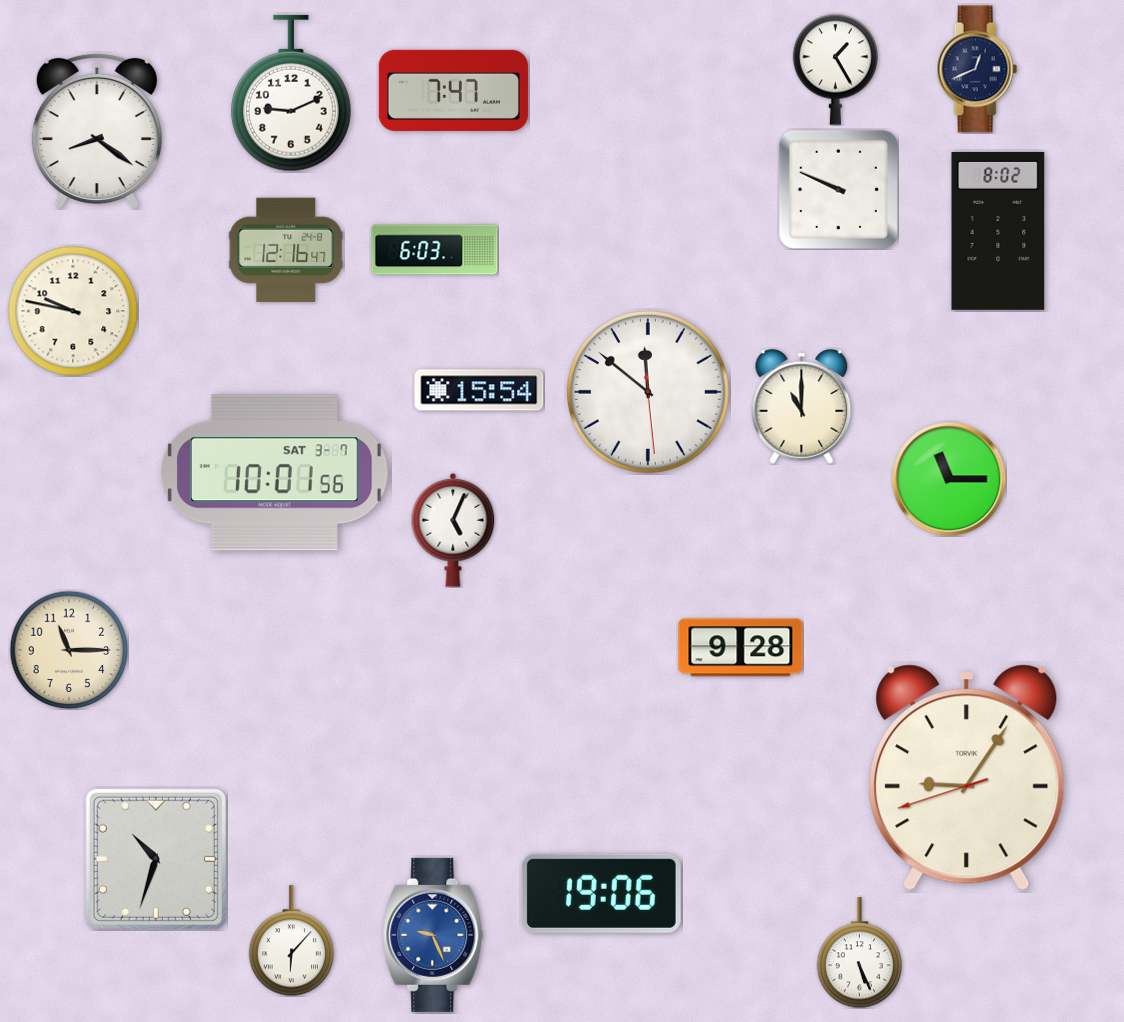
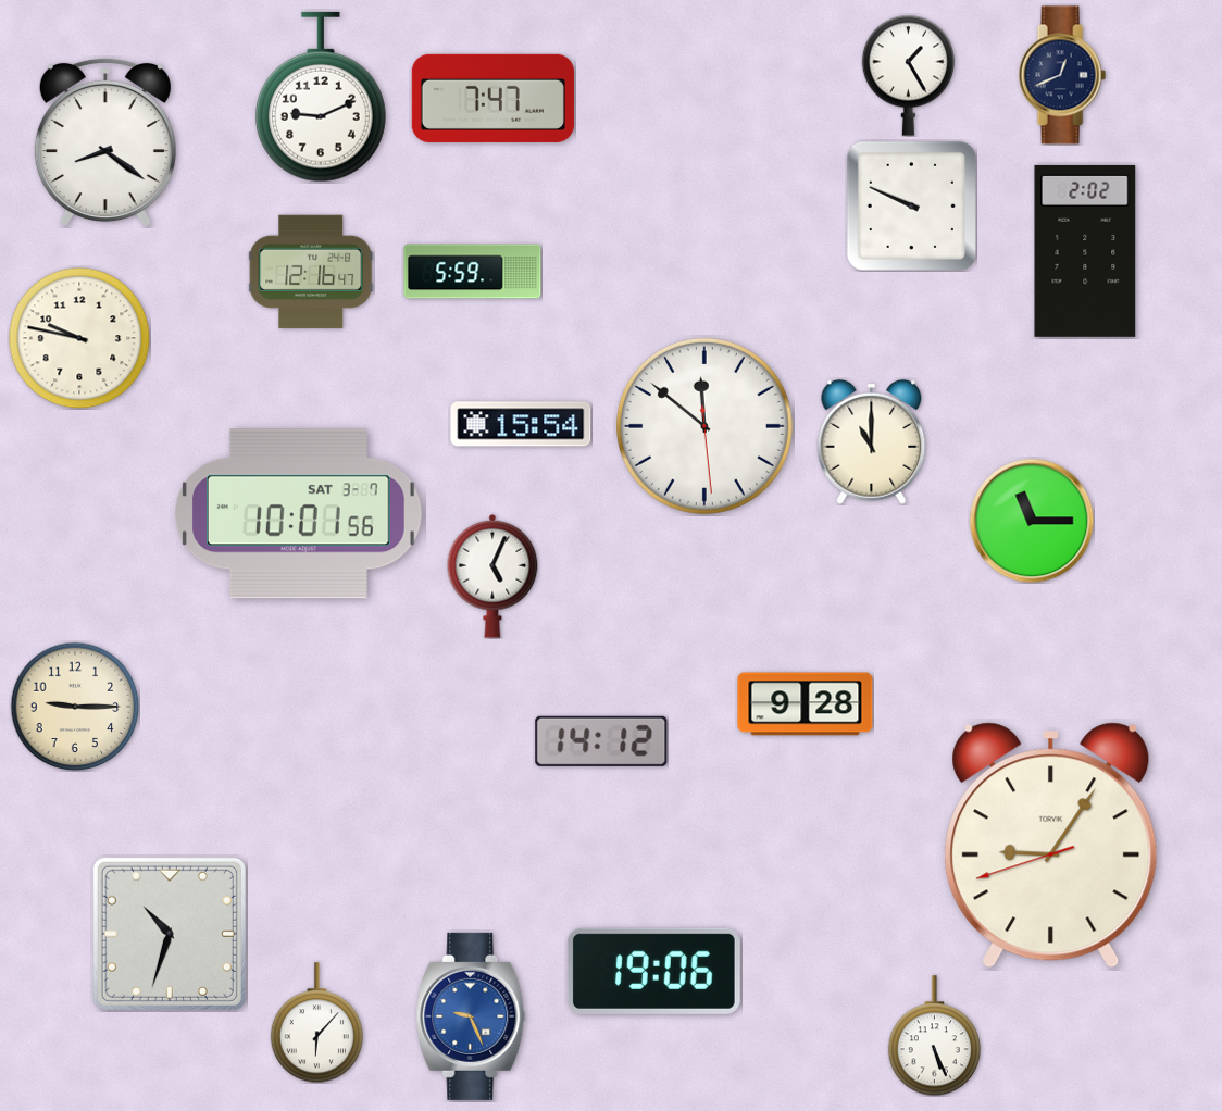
clock at (291, 93) position: (291, 93) -> (321, 97)
clock at (998, 231): 8:02 -> 2:02
clock at (435, 250): 6:03 -> 5:59
clock at (69, 650): 11:15 -> 9:15
clock at (601, 741): none -> 14:12
